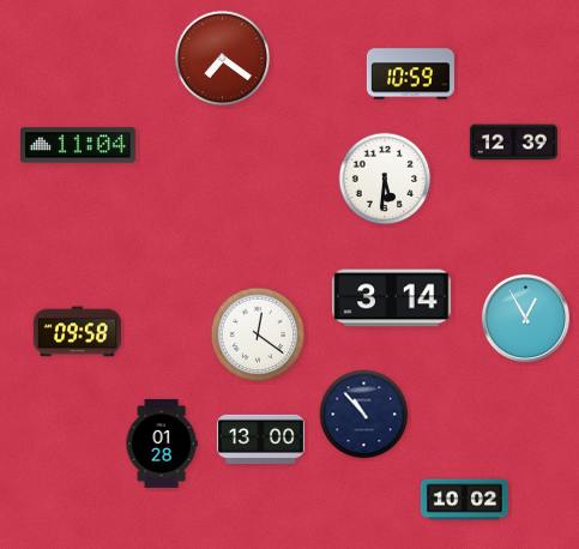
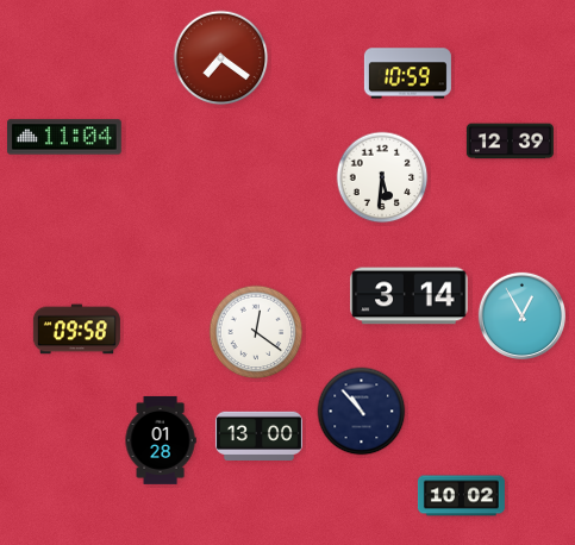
clock at (79, 145) position: (79, 145) -> (65, 137)
clock at (392, 298) position: (392, 298) -> (410, 296)
